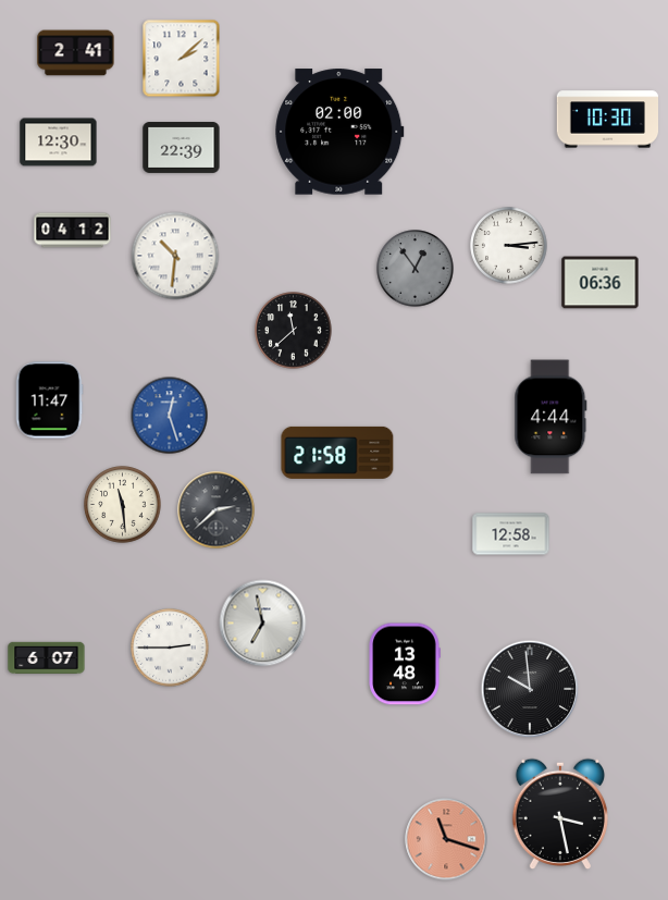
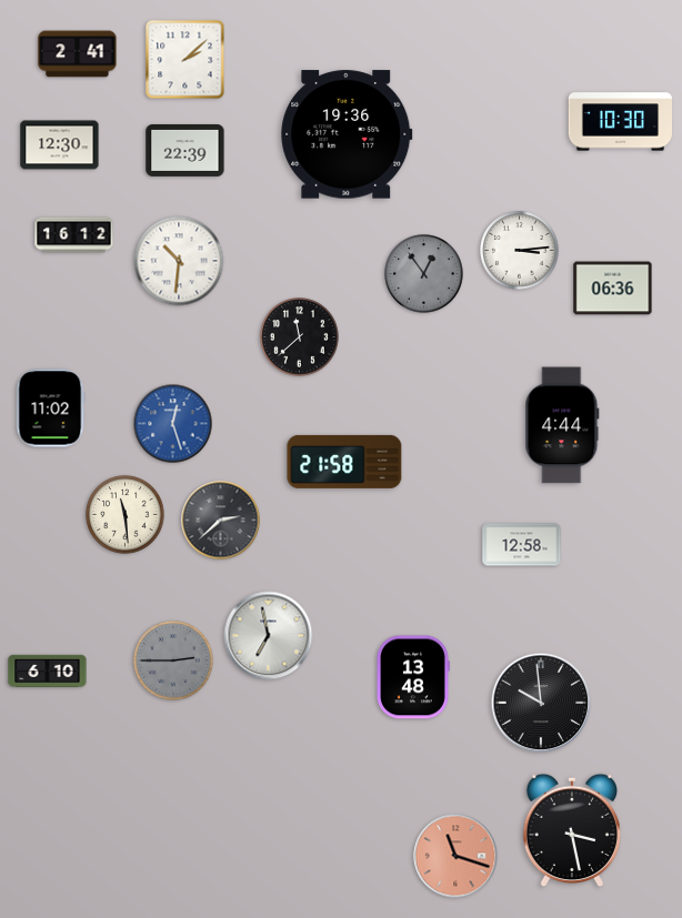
clock at (339, 132): 02:00 -> 19:36
clock at (73, 231): 04:12 -> 16:12
clock at (49, 400): 11:47 -> 11:02
clock at (170, 648) dial: white -> grey
clock at (47, 658): 6:07 -> 6:10
